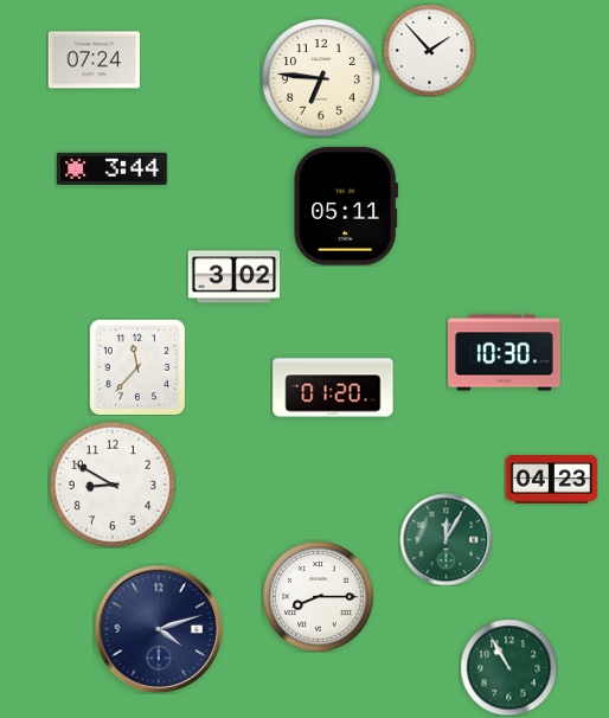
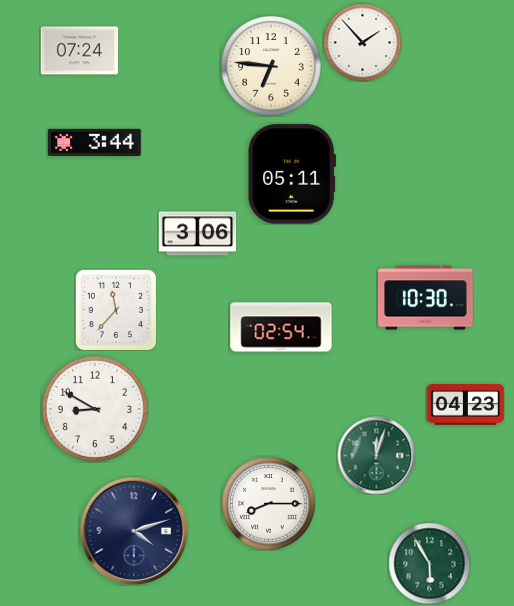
clock at (233, 277): 3:02 -> 3:06
clock at (333, 387): 01:20 -> 02:54
clock at (445, 539): 12:05 -> 12:03
clock at (508, 667): 10:55 -> 5:55
